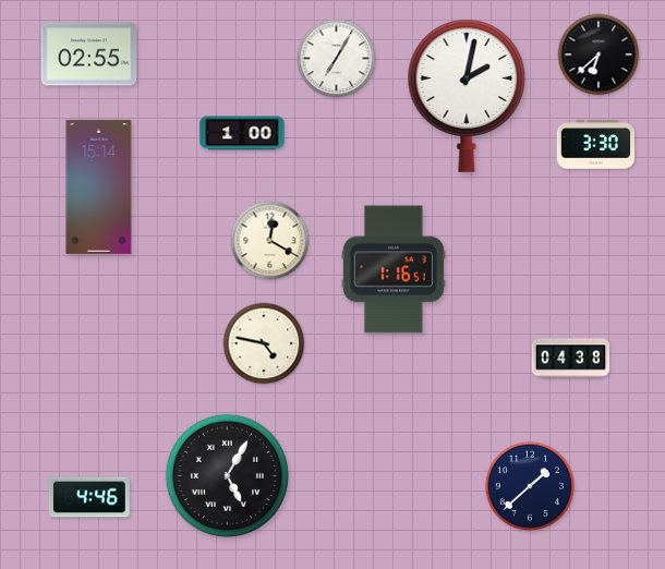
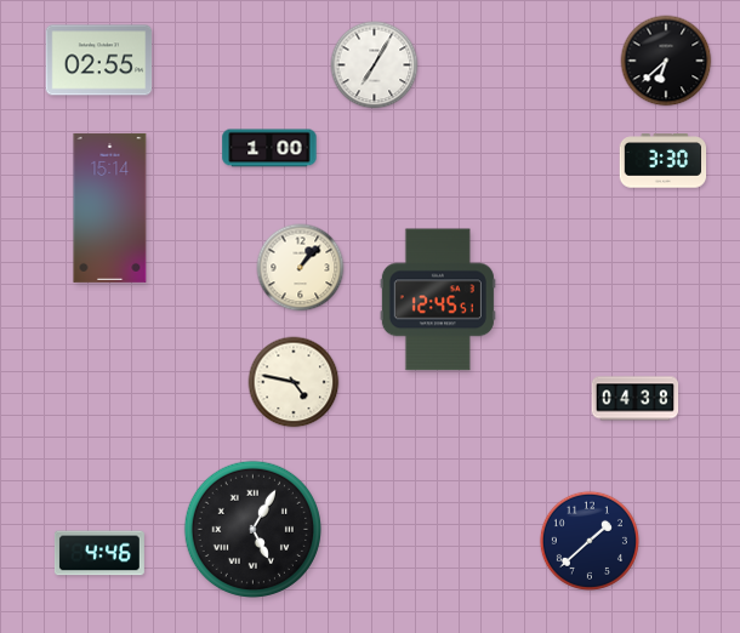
clock at (467, 96): 2:02 -> none
clock at (270, 241): 12:20 -> 1:07
clock at (394, 269): 1:16 -> 12:45
